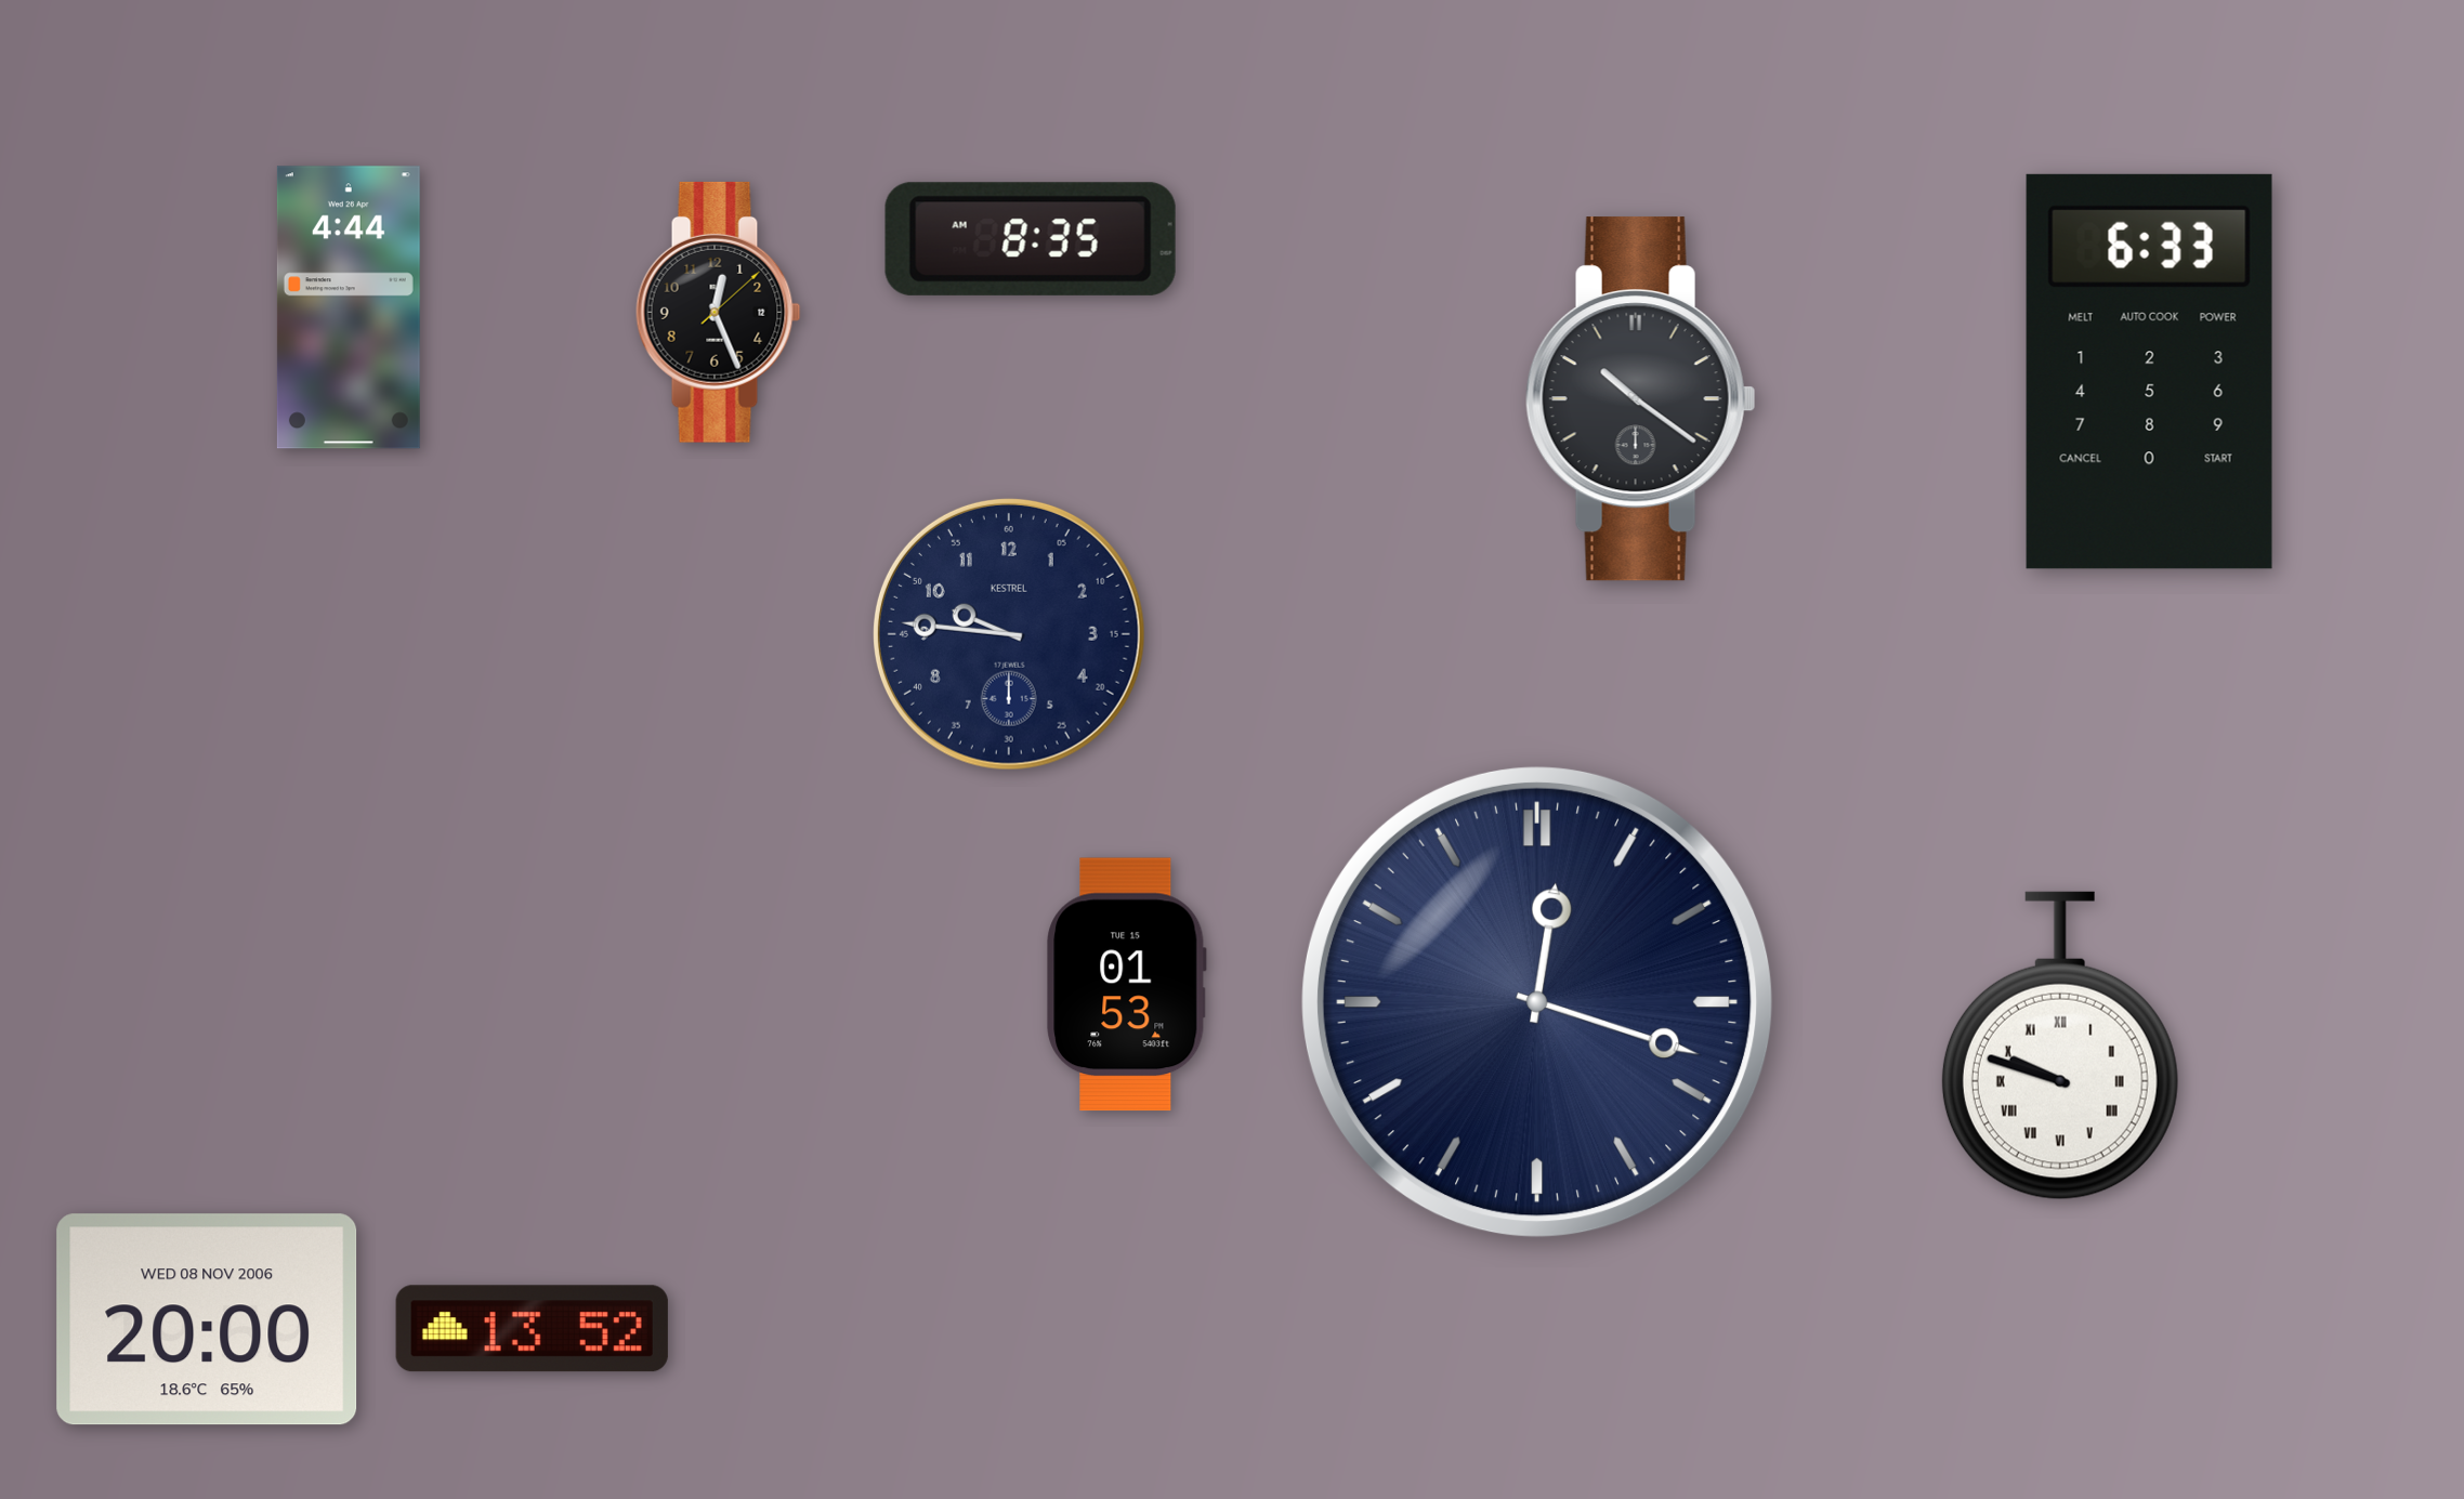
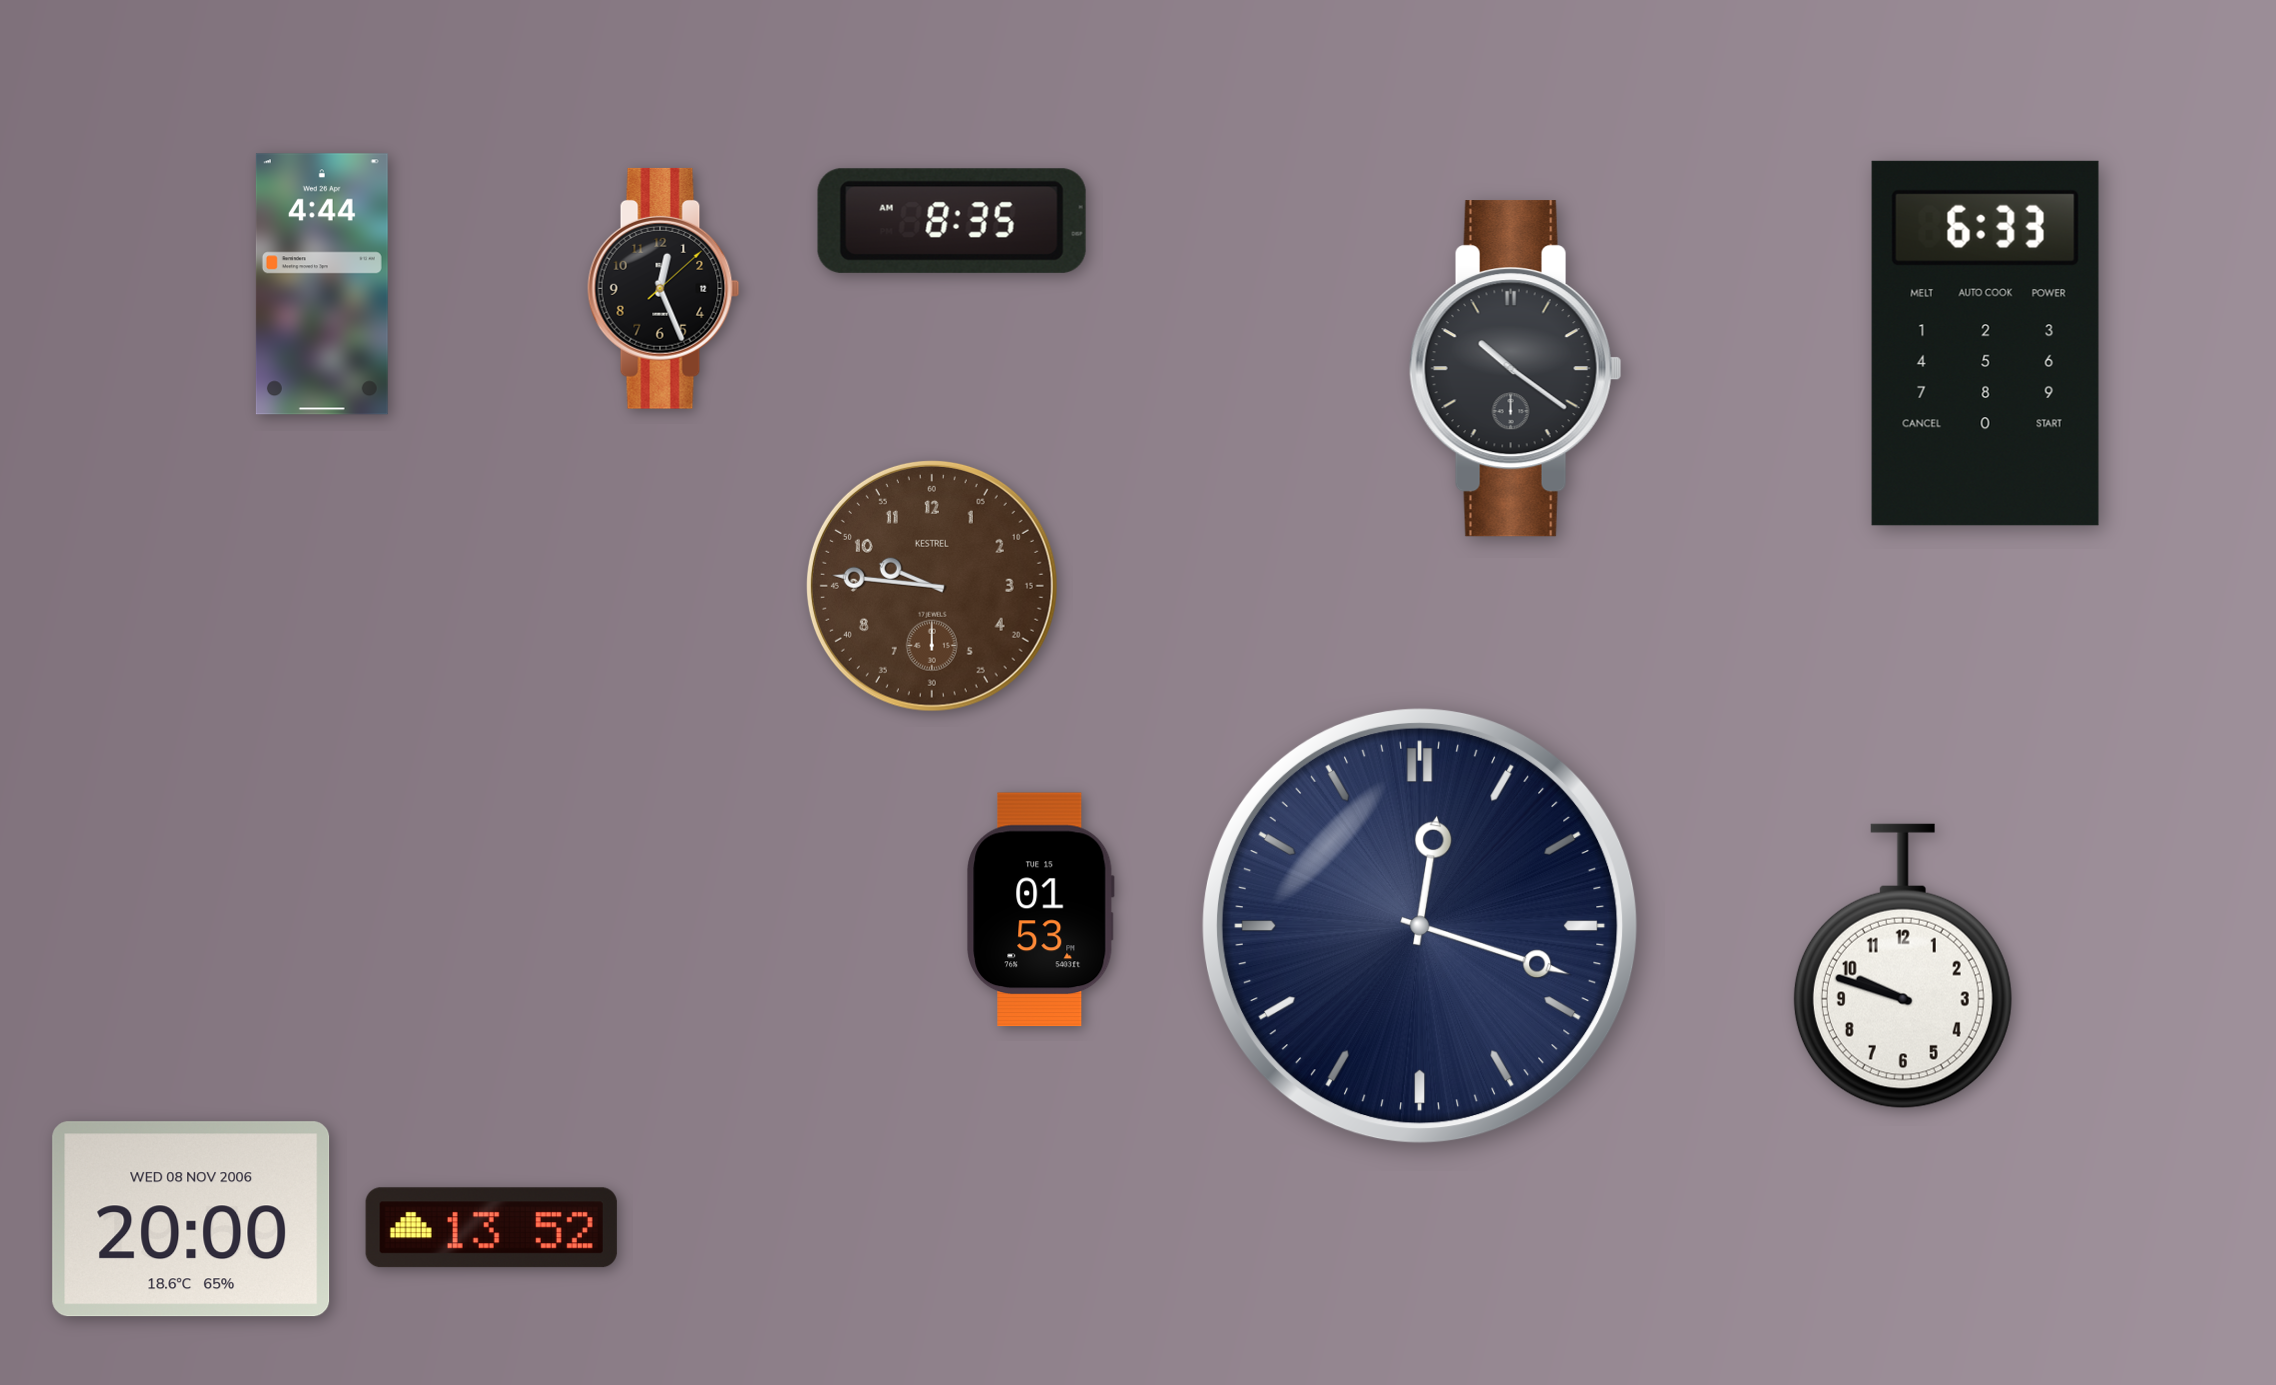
clock at (1009, 634) dial: navy -> brown
clock at (2060, 1046) numerals: Roman -> Arabic
